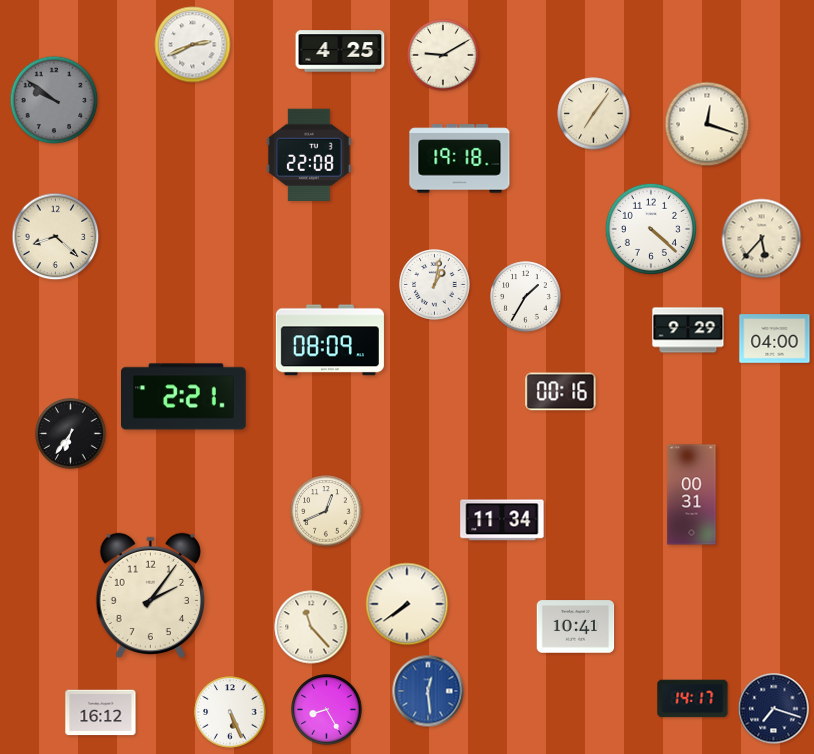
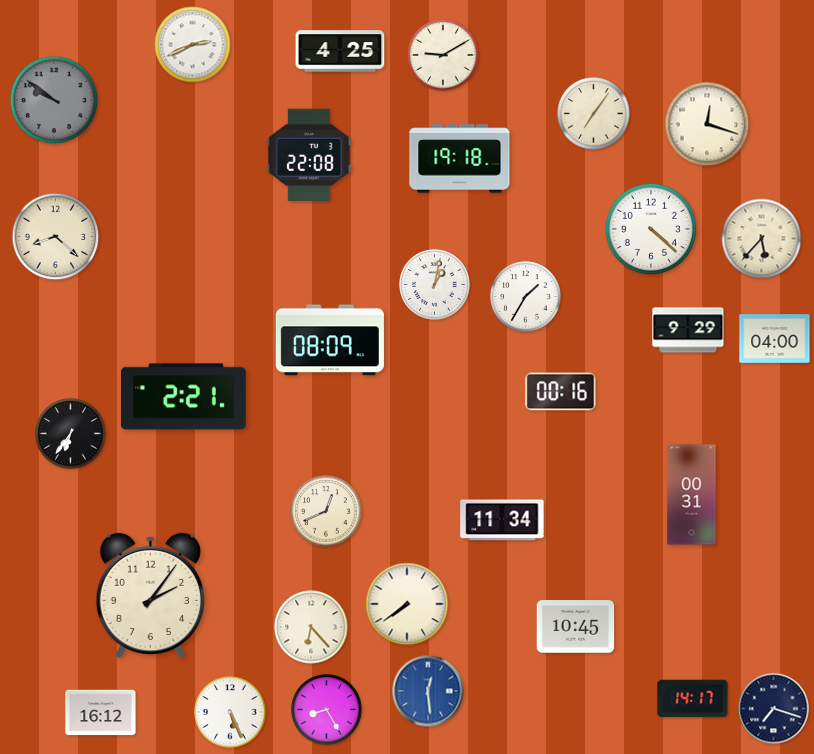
clock at (311, 627): 11:23 -> 6:23
clock at (576, 627): 10:41 -> 10:45
